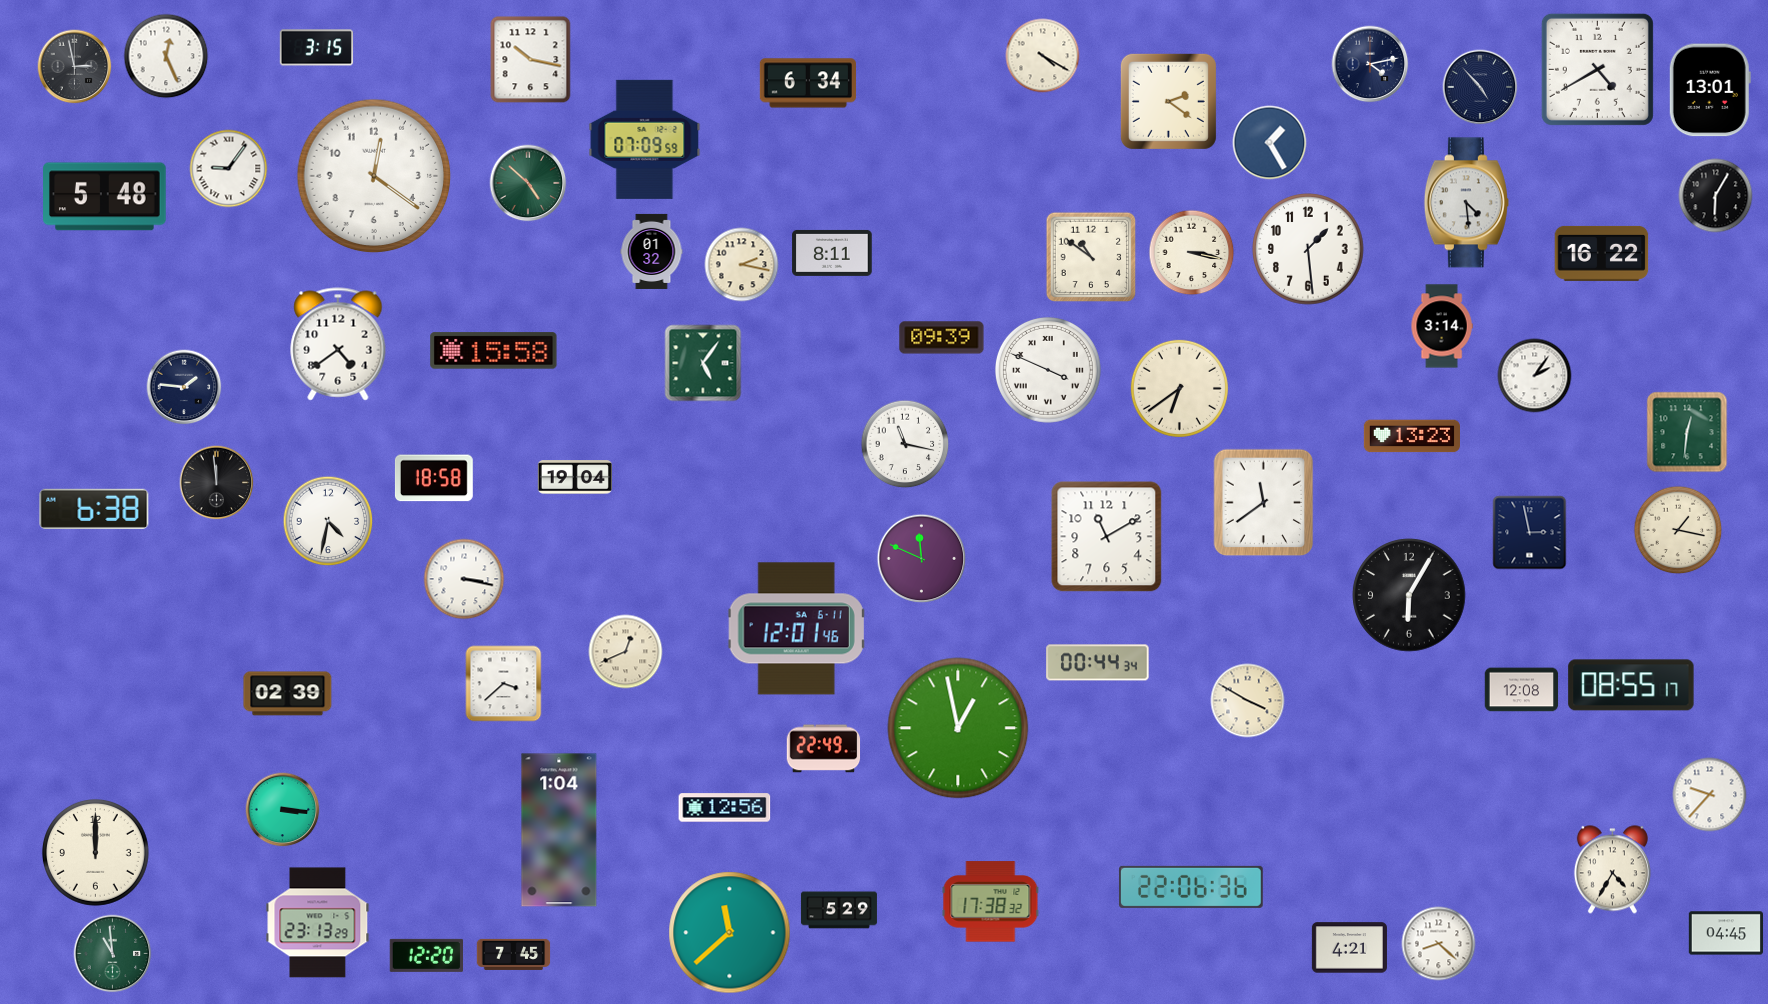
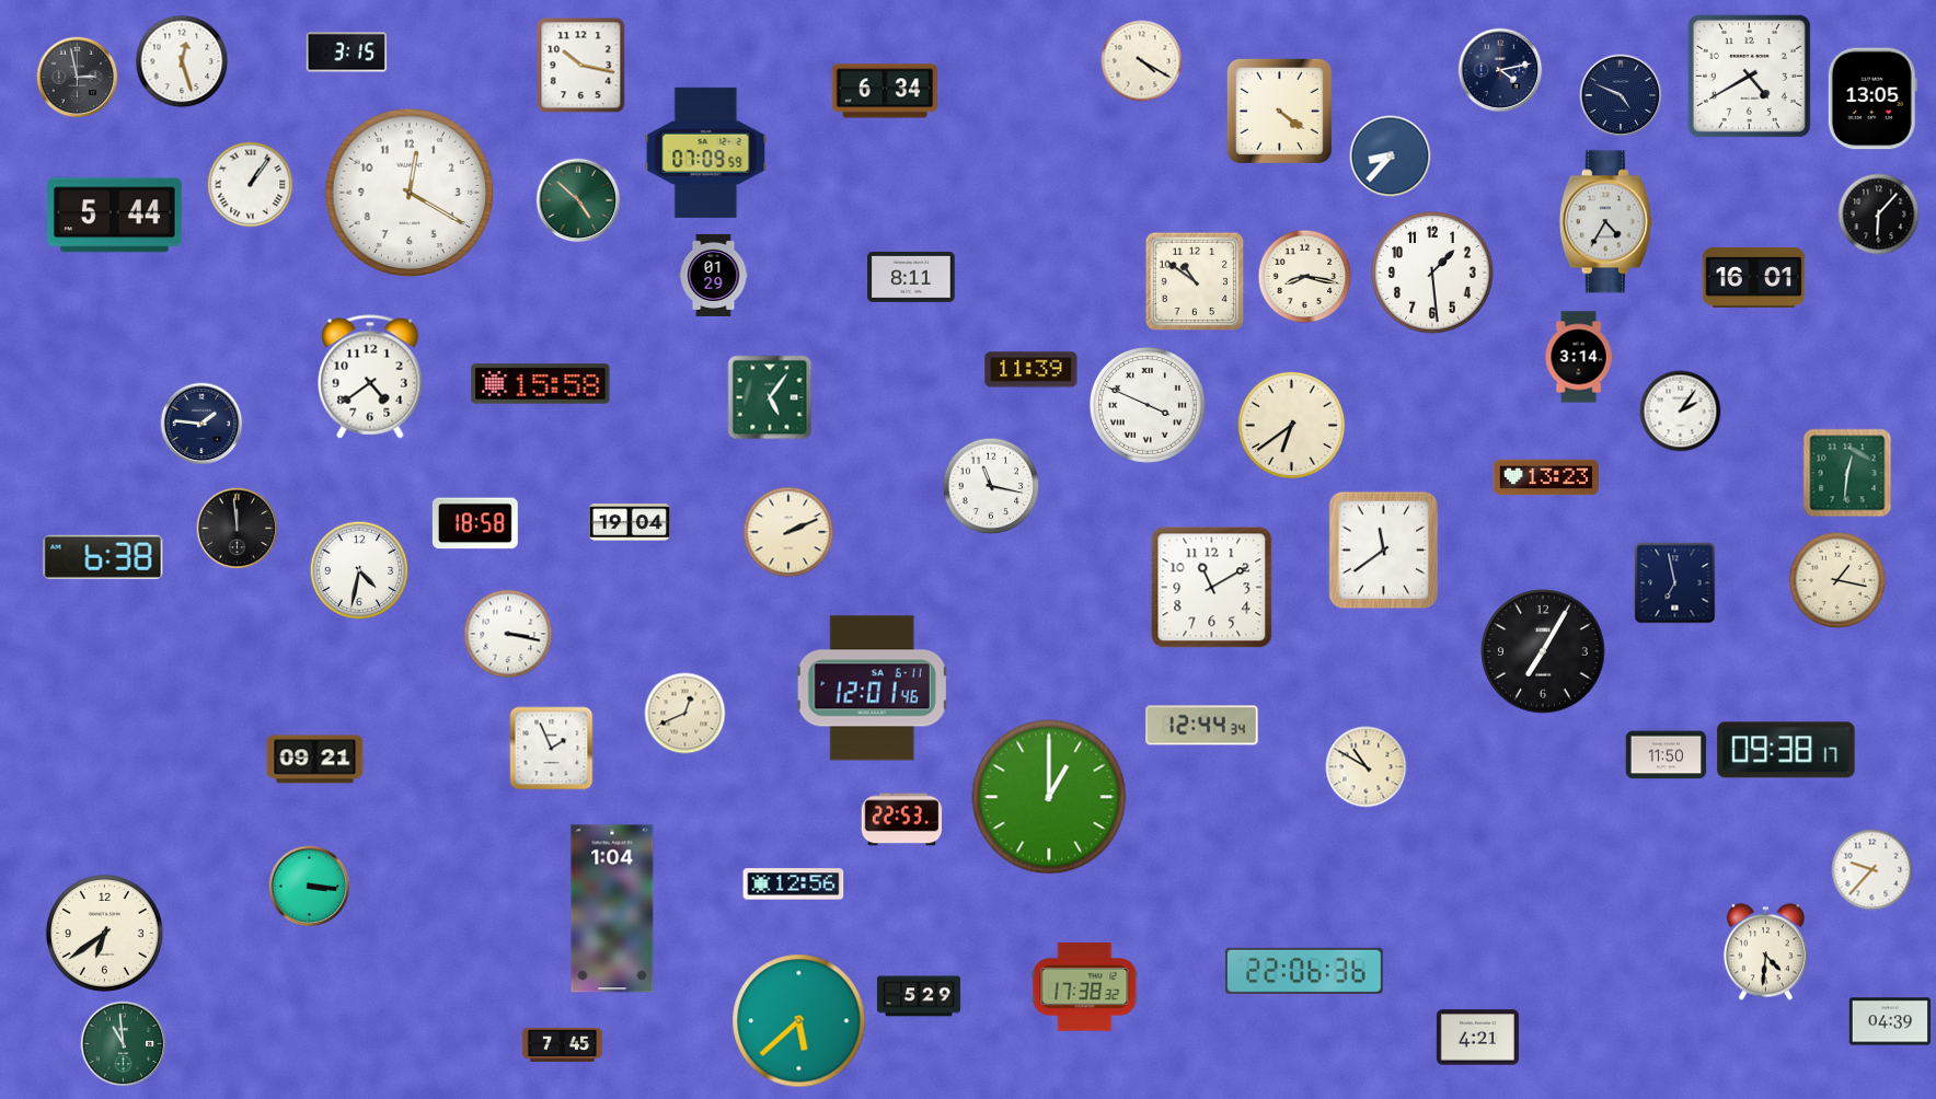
clock at (166, 56): 12:26 -> 12:27
clock at (75, 67) position: (75, 67) -> (78, 78)
clock at (1480, 87): 4:53 -> 4:49
clock at (1710, 90): 13:01 -> 13:05
clock at (1168, 101): 2:21 -> 4:21
clock at (1270, 143): 1:25 -> 8:37
clock at (229, 169): 9:06 -> 1:06
clock at (374, 176): 12:21 -> 12:20
clock at (1716, 196): 6:05 -> 6:07
clock at (105, 197): 5:48 -> 5:44
clock at (1466, 203): 4:29 -> 4:35
clock at (652, 251): 01:32 -> 01:29
clock at (1192, 253): 3:17 -> 8:17
clock at (1602, 253): 16:22 -> 16:01
clock at (742, 265): 2:17 -> none
clock at (942, 338): 09:39 -> 11:39
clock at (788, 532): none -> 2:11
clock at (1530, 533): 2:58 -> 6:58
clock at (922, 559): 11:49 -> none
clock at (1409, 595): 6:05 -> 7:05
clock at (1098, 663): 00:44 -> 12:44
clock at (504, 684): 3:38 -> 1:56
clock at (1631, 685): 08:55 -> 09:38
clock at (1522, 690): 12:08 -> 11:50
clock at (288, 694): 02:39 -> 09:21
clock at (1248, 701): 3:50 -> 10:50
clock at (958, 728): 12:58 -> 1:00
clock at (824, 749): 22:49 -> 22:53
clock at (95, 852): 12:00 -> 6:39
clock at (1612, 870): 4:35 -> 4:31
clock at (318, 923): 23:13 -> none
clock at (730, 933): 11:38 -> 5:38
clock at (1725, 933): 04:45 -> 04:39
clock at (1439, 944): 8:22 -> none
clock at (426, 955): 12:20 -> none
